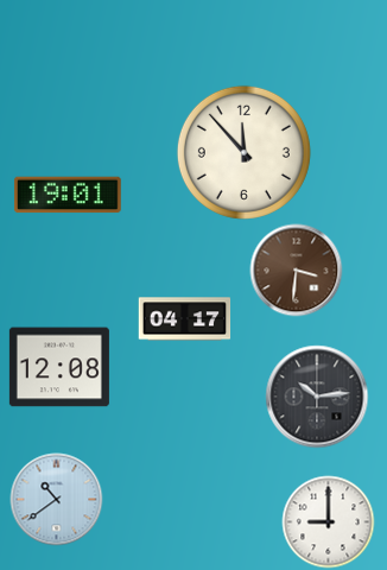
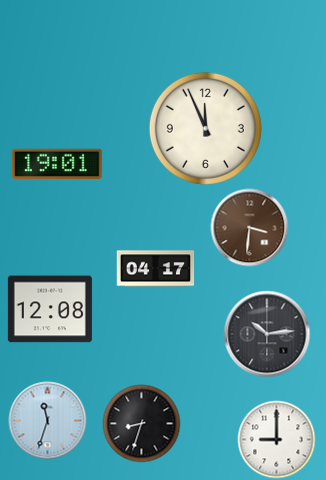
clock at (243, 152): 11:53 -> 11:56
clock at (56, 499): 10:39 -> 11:33
clock at (141, 423): none -> 8:33
